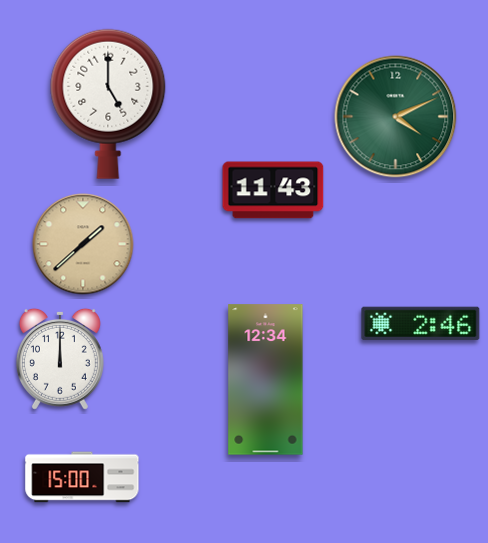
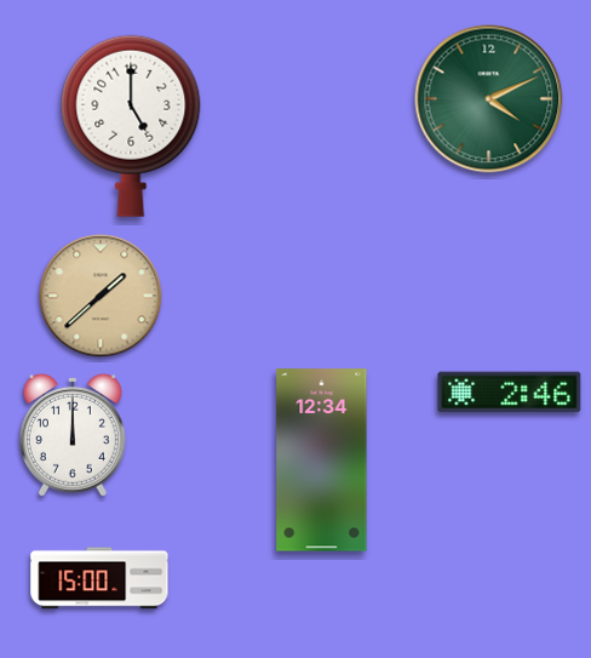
clock at (396, 117) position: (396, 117) -> (489, 99)
clock at (273, 190): 11:43 -> none
